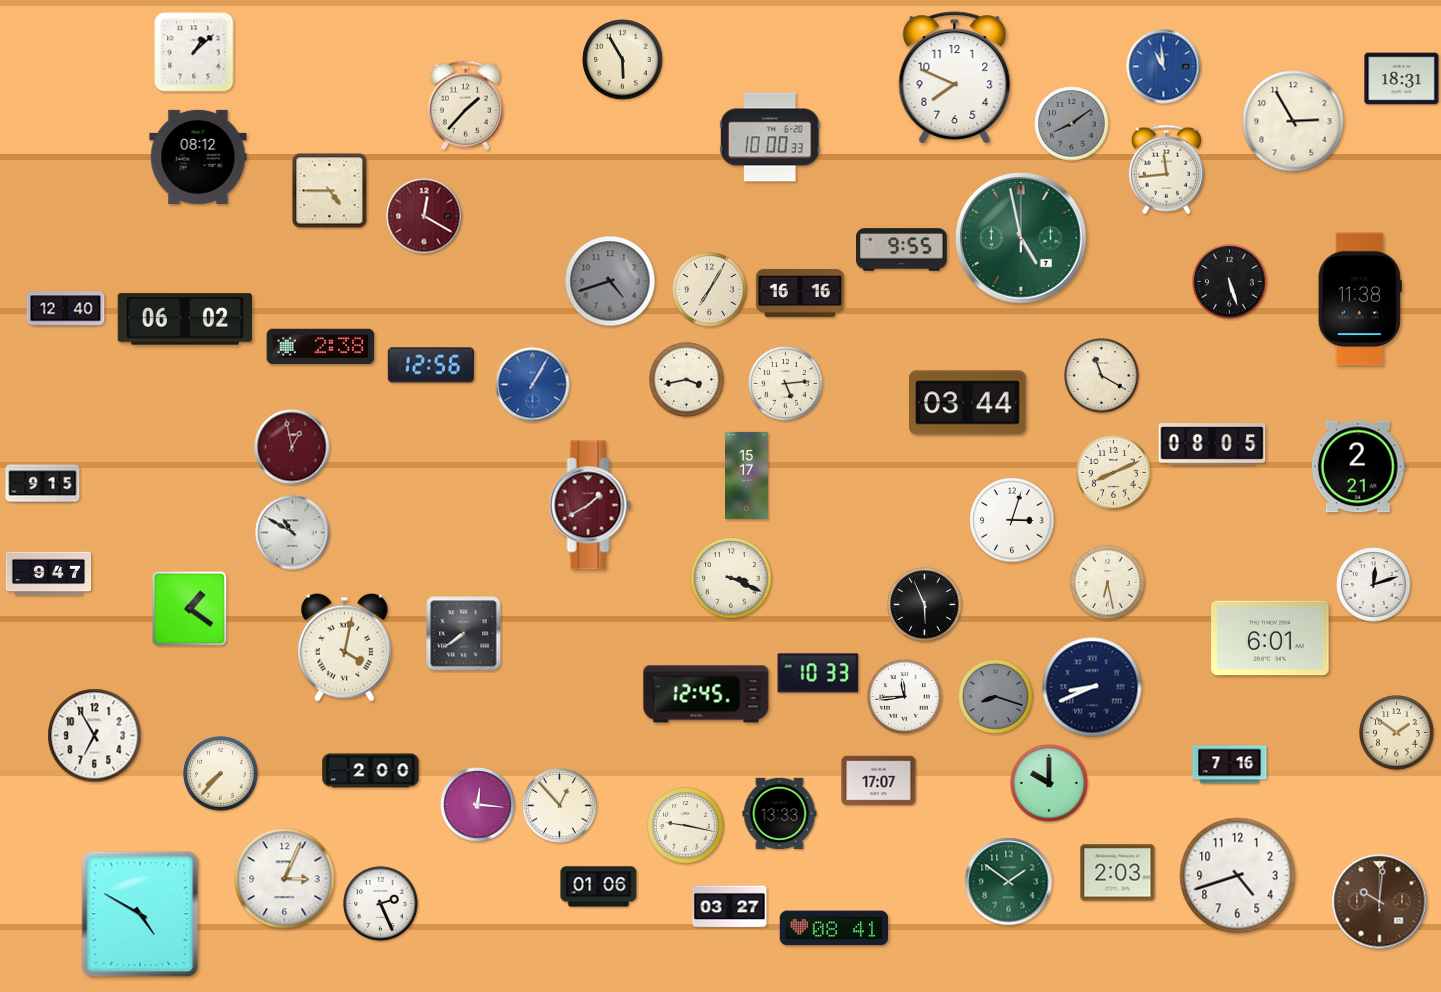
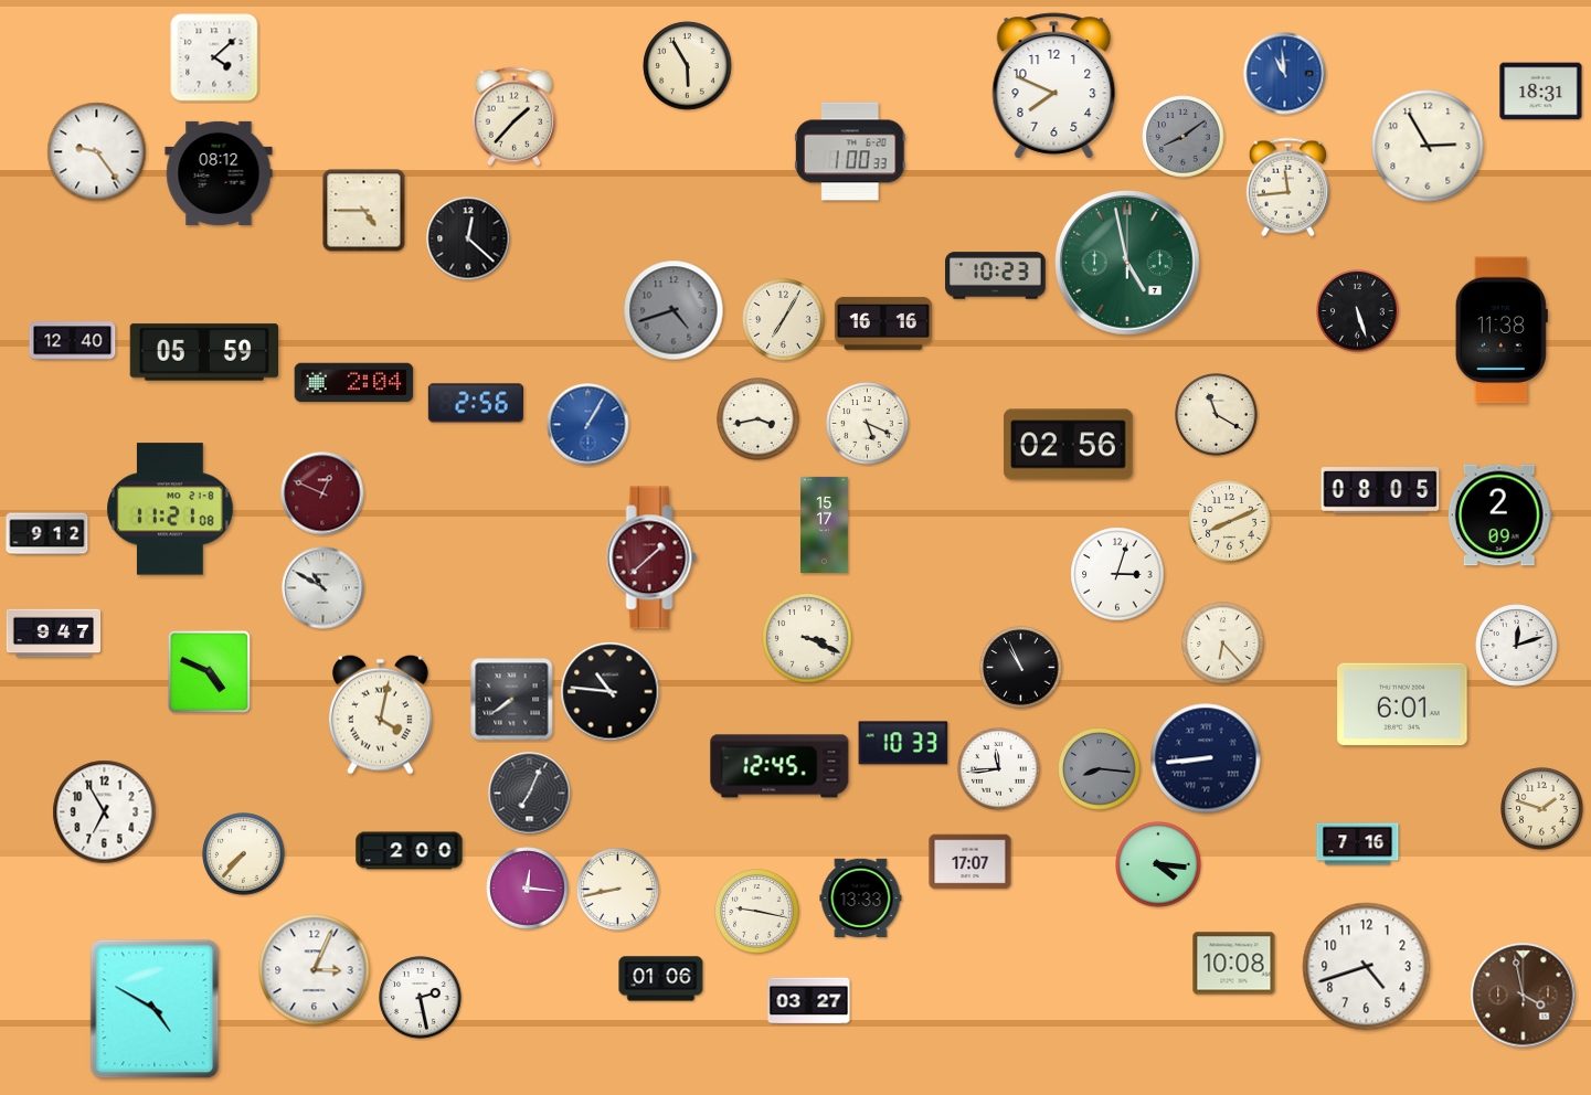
clock at (194, 52): 1:08 -> 4:08
clock at (1402, 79) position: (1402, 79) -> (1541, 92)
clock at (1293, 121) position: (1293, 121) -> (1428, 146)
clock at (770, 137): 10:00 -> 1:00
clock at (97, 152): none -> 9:24
clock at (424, 216): 12:20 -> 12:22
clock at (424, 216) dial: burgundy -> black
clock at (902, 250): 9:55 -> 10:23
clock at (184, 319): 06:02 -> 05:59
clock at (321, 347): 2:38 -> 2:04
clock at (431, 365): 12:56 -> 2:56
clock at (786, 384): 5:14 -> 5:19
clock at (968, 403): 03:44 -> 02:56
clock at (1212, 444) position: (1212, 444) -> (1380, 490)
clock at (292, 447): 12:58 -> 12:49
clock at (170, 509): none -> 11:21
clock at (1358, 467): 2:21 -> 2:09
clock at (43, 484): 9:15 -> 9:12
clock at (590, 505): 1:40 -> 1:38
clock at (1108, 583): 6:28 -> 6:23
clock at (925, 605): 5:56 -> 10:56
clock at (190, 609): 1:21 -> 4:49
clock at (611, 692): none -> 10:46
clock at (1092, 687): 8:41 -> 8:44
clock at (996, 697): 8:18 -> 8:16
clock at (530, 794): none -> 7:04
clock at (1397, 733): 1:51 -> 1:48
clock at (1049, 783): 10:00 -> 4:16
clock at (560, 806): 12:53 -> 8:43
clock at (1118, 873): 2:03 -> 10:08
clock at (1009, 882): 1:51 -> none
clock at (1380, 902): 10:01 -> 3:58
clock at (381, 904): 2:26 -> 2:28
clock at (730, 907) position: (730, 907) -> (809, 1001)
clock at (834, 928): 08:41 -> none
